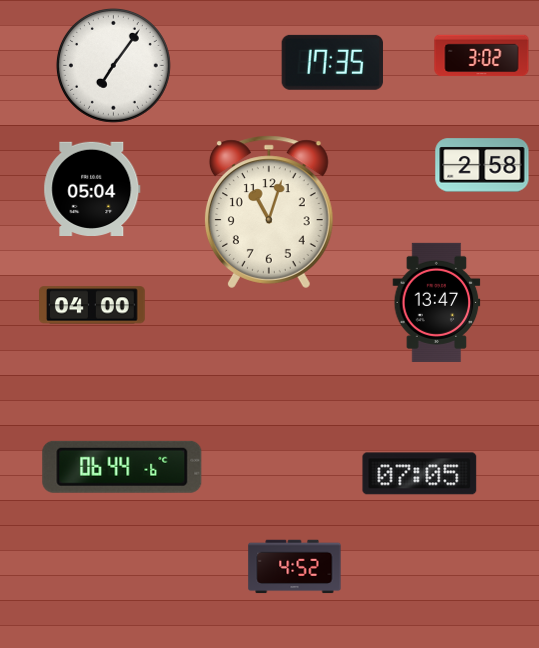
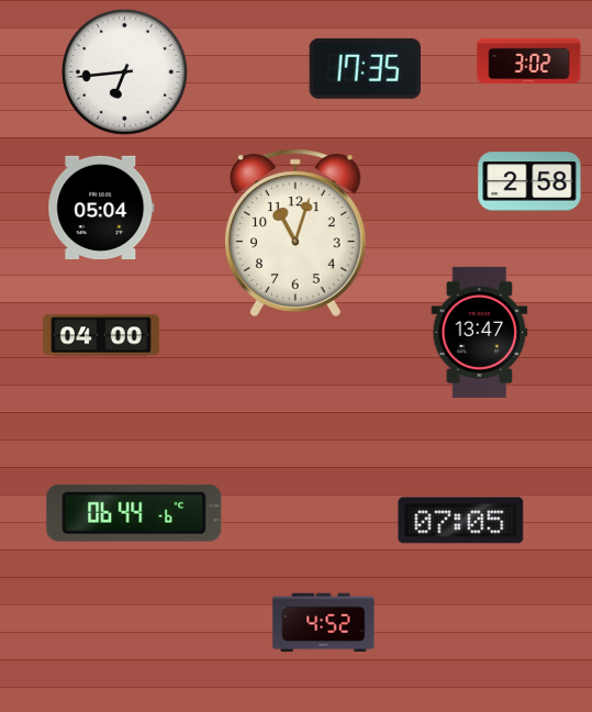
clock at (113, 65): 7:06 -> 6:44
